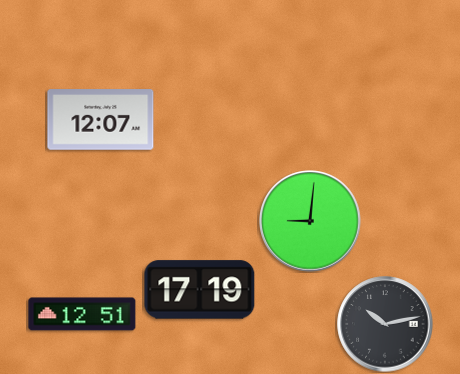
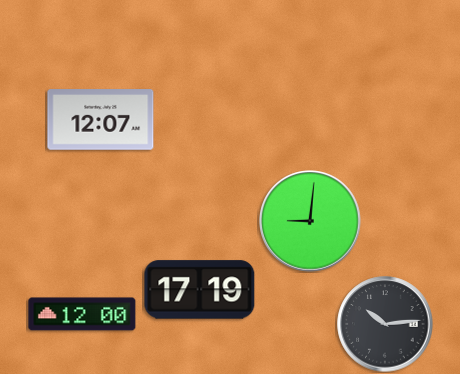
clock at (82, 314): 12:51 -> 12:00
clock at (385, 324): 10:13 -> 10:14
